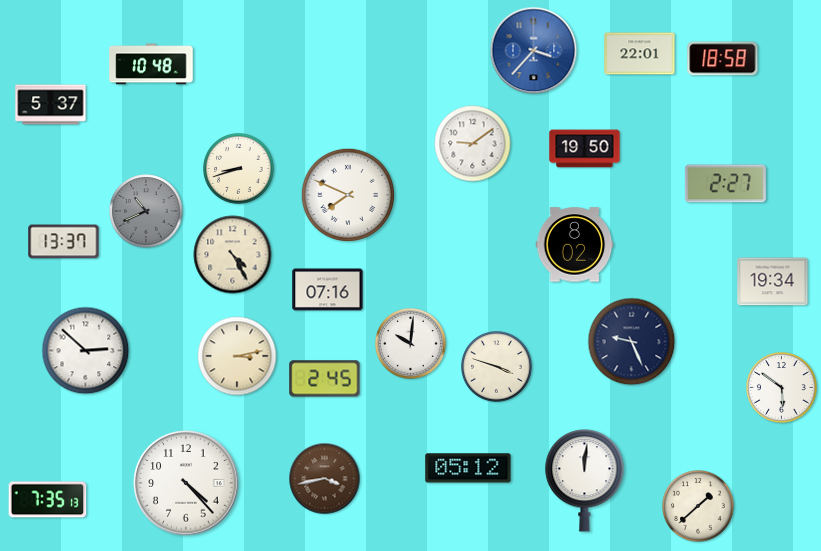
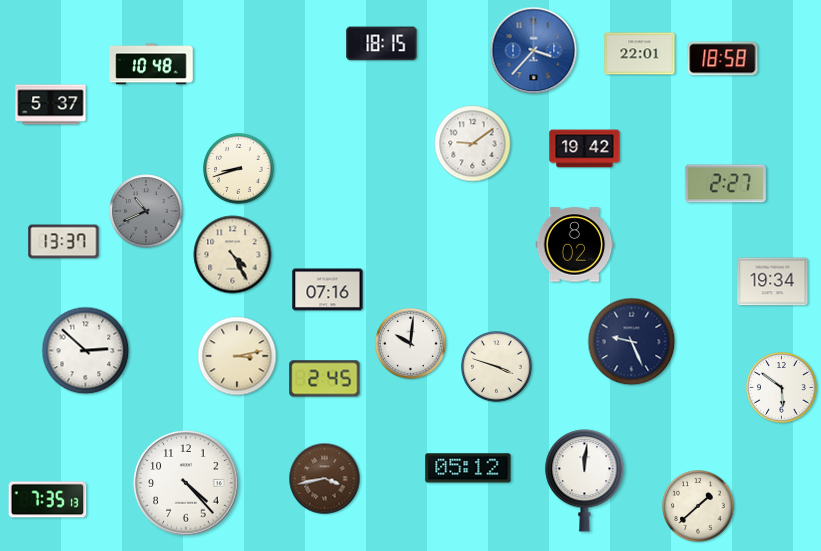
clock at (382, 44): none -> 18:15
clock at (585, 149): 19:50 -> 19:42
clock at (348, 195): 7:49 -> none
